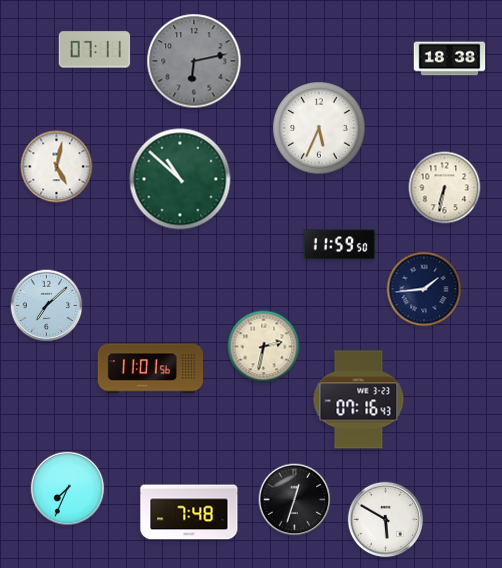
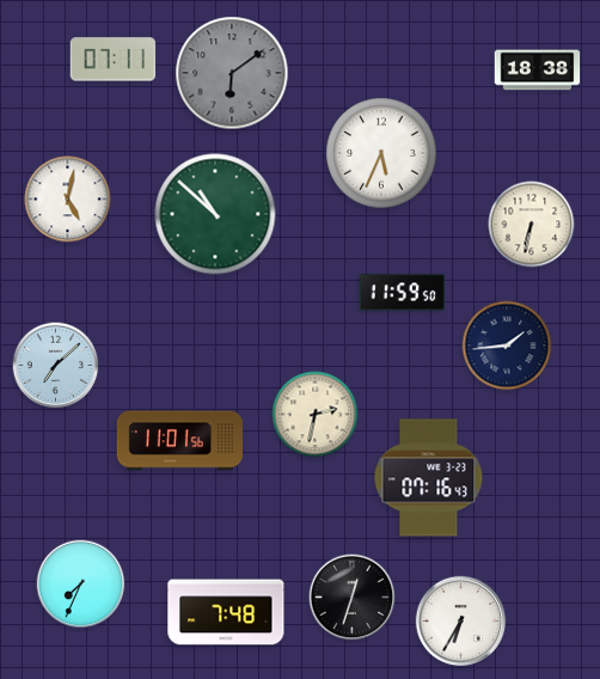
clock at (194, 61): 6:13 -> 6:09
clock at (340, 245) position: (340, 245) -> (403, 293)
clock at (386, 520): 5:50 -> 6:35
